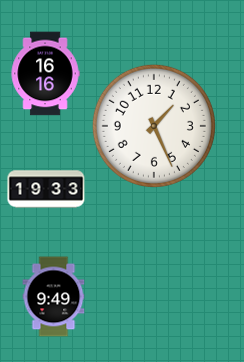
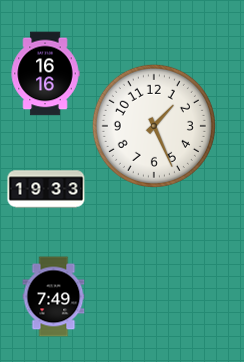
clock at (54, 297): 9:49 -> 7:49
